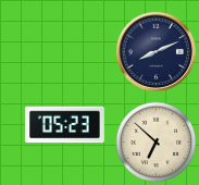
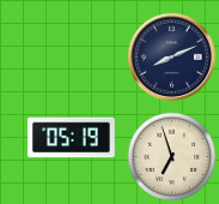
clock at (64, 125): 05:23 -> 05:19
clock at (157, 143): 6:52 -> 6:57
